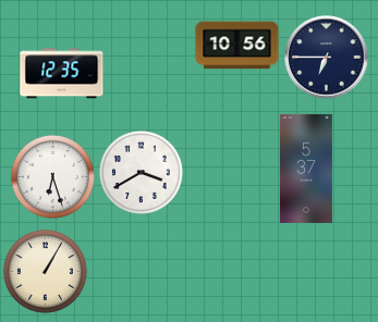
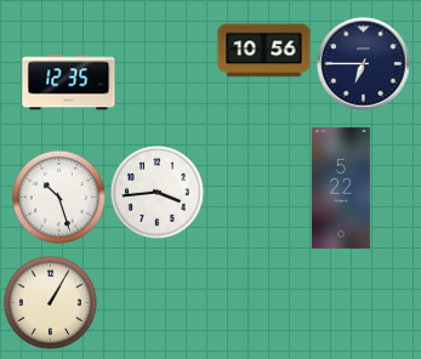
clock at (306, 169): 5:37 -> 5:22
clock at (141, 172): 3:40 -> 3:44
clock at (52, 176): 6:27 -> 10:27
